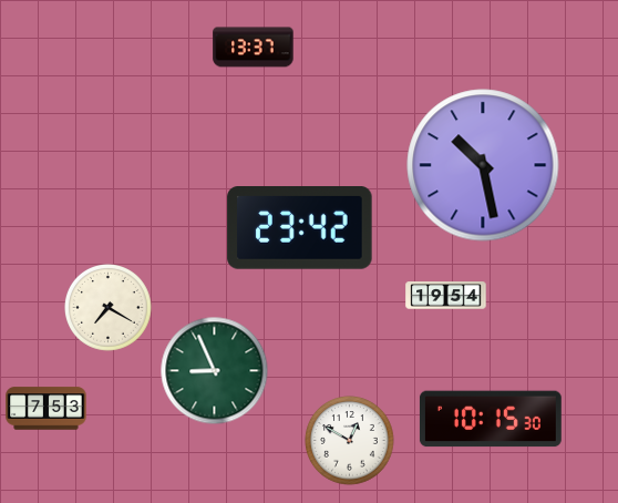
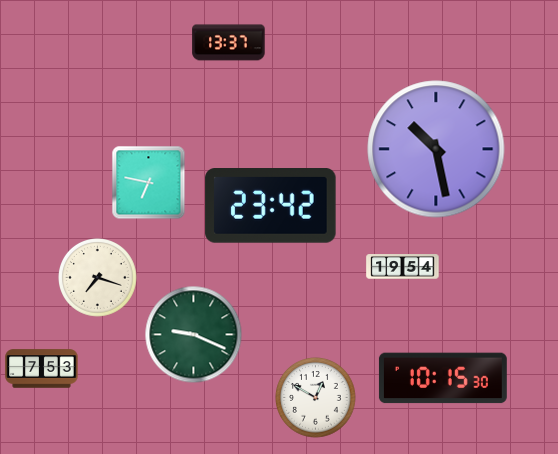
clock at (149, 183): none -> 6:47
clock at (109, 308): 7:20 -> 7:18
clock at (215, 371): 8:56 -> 9:19
